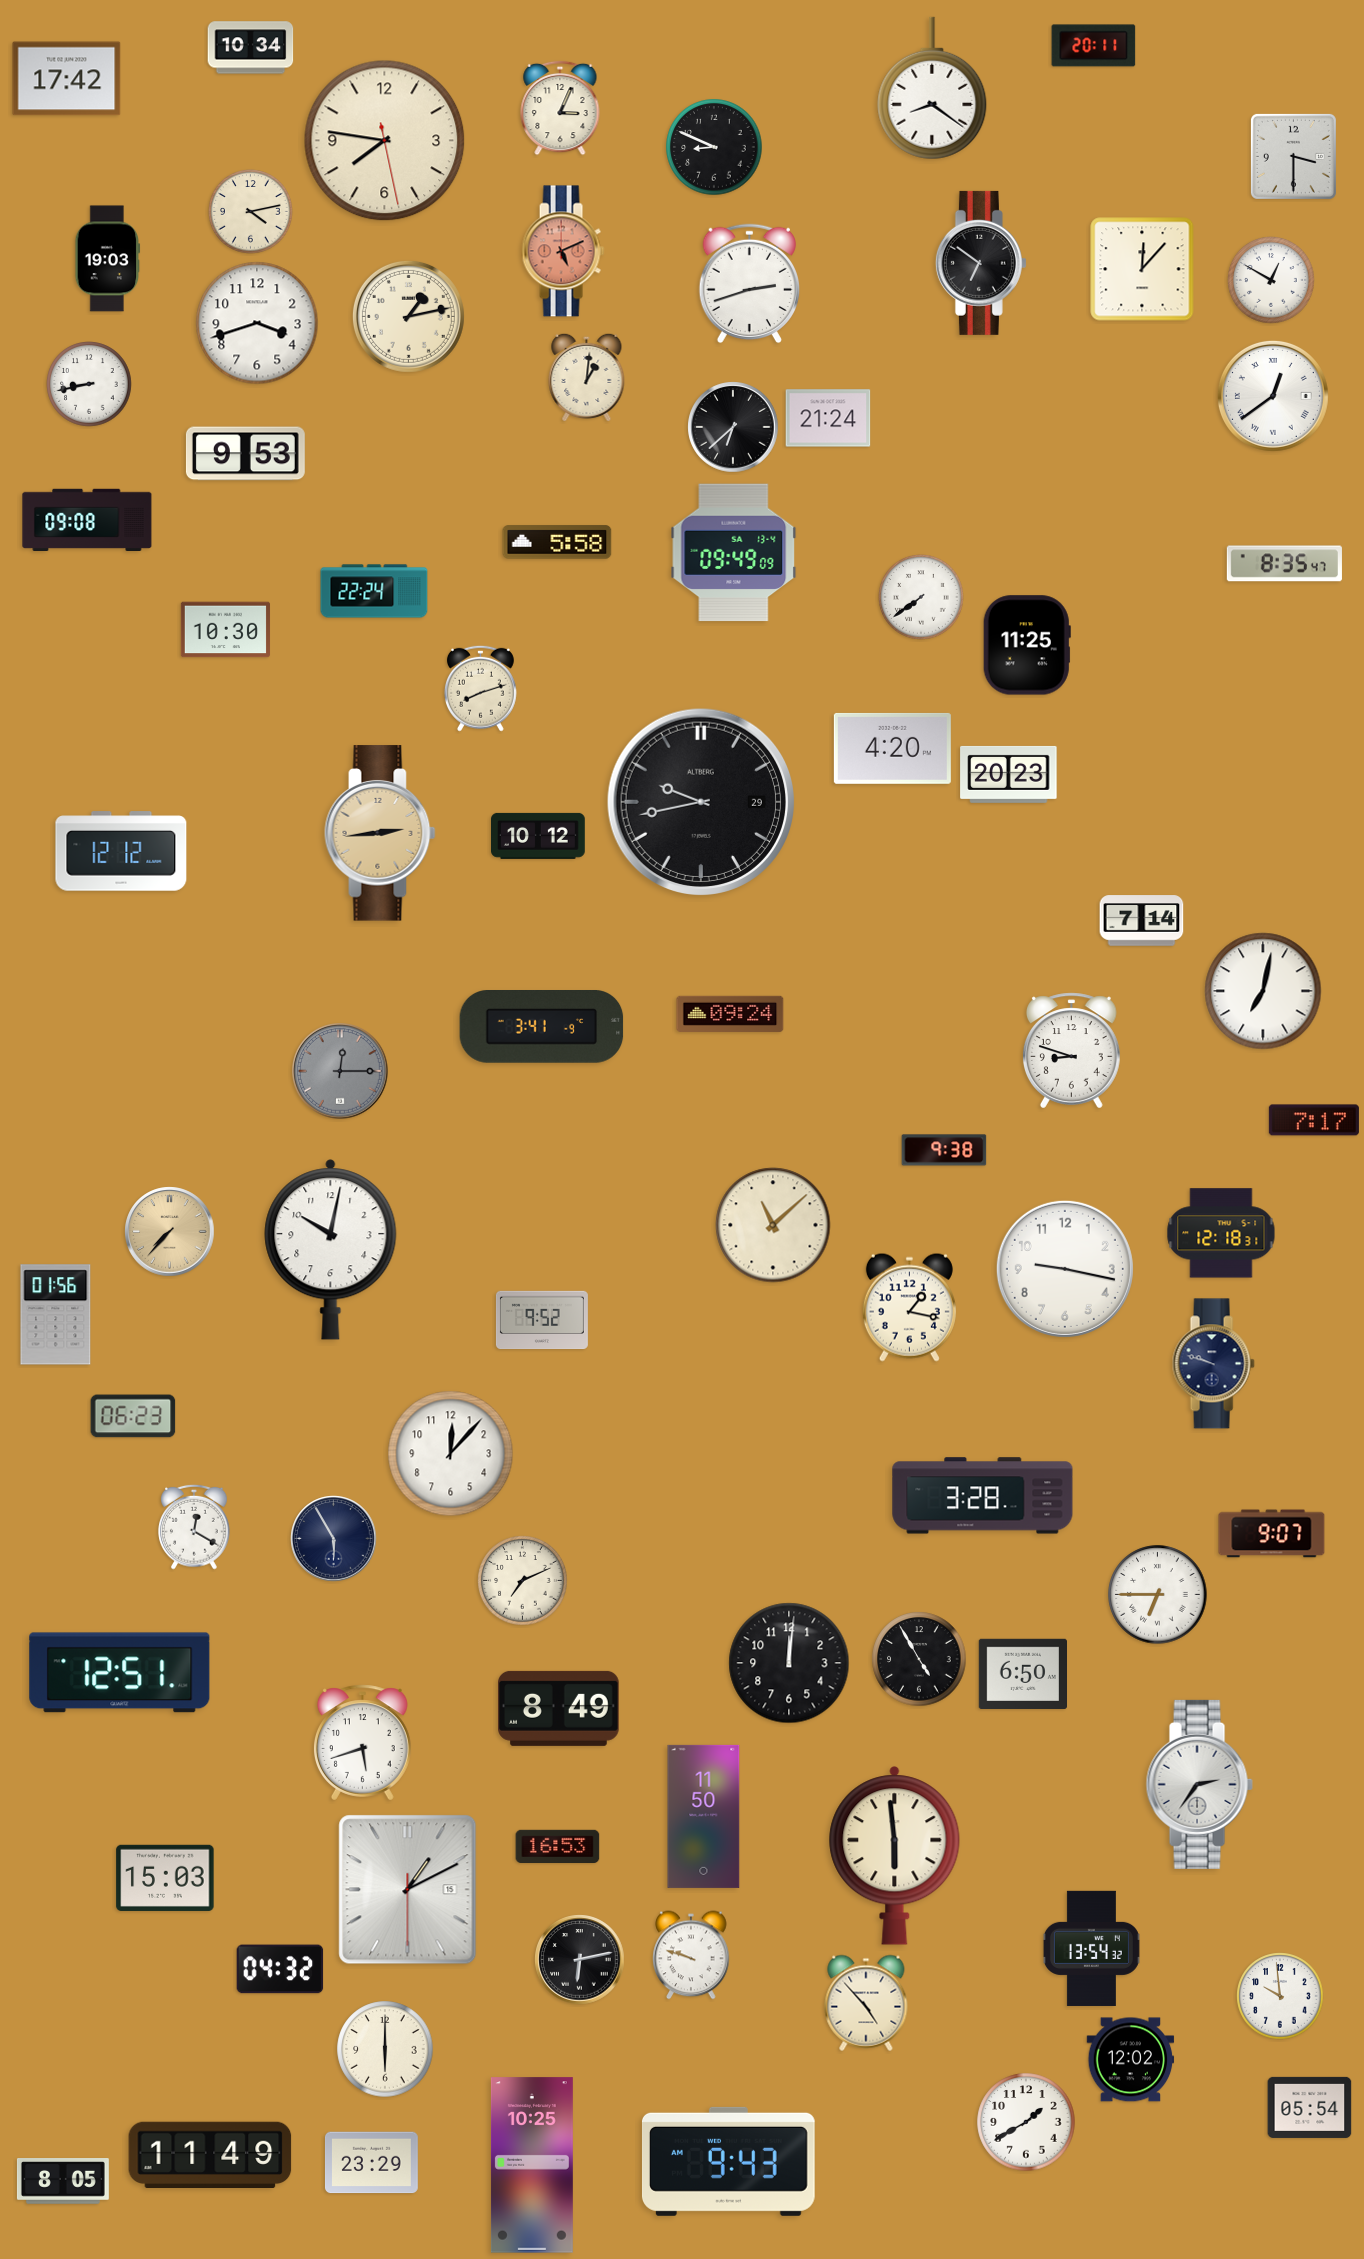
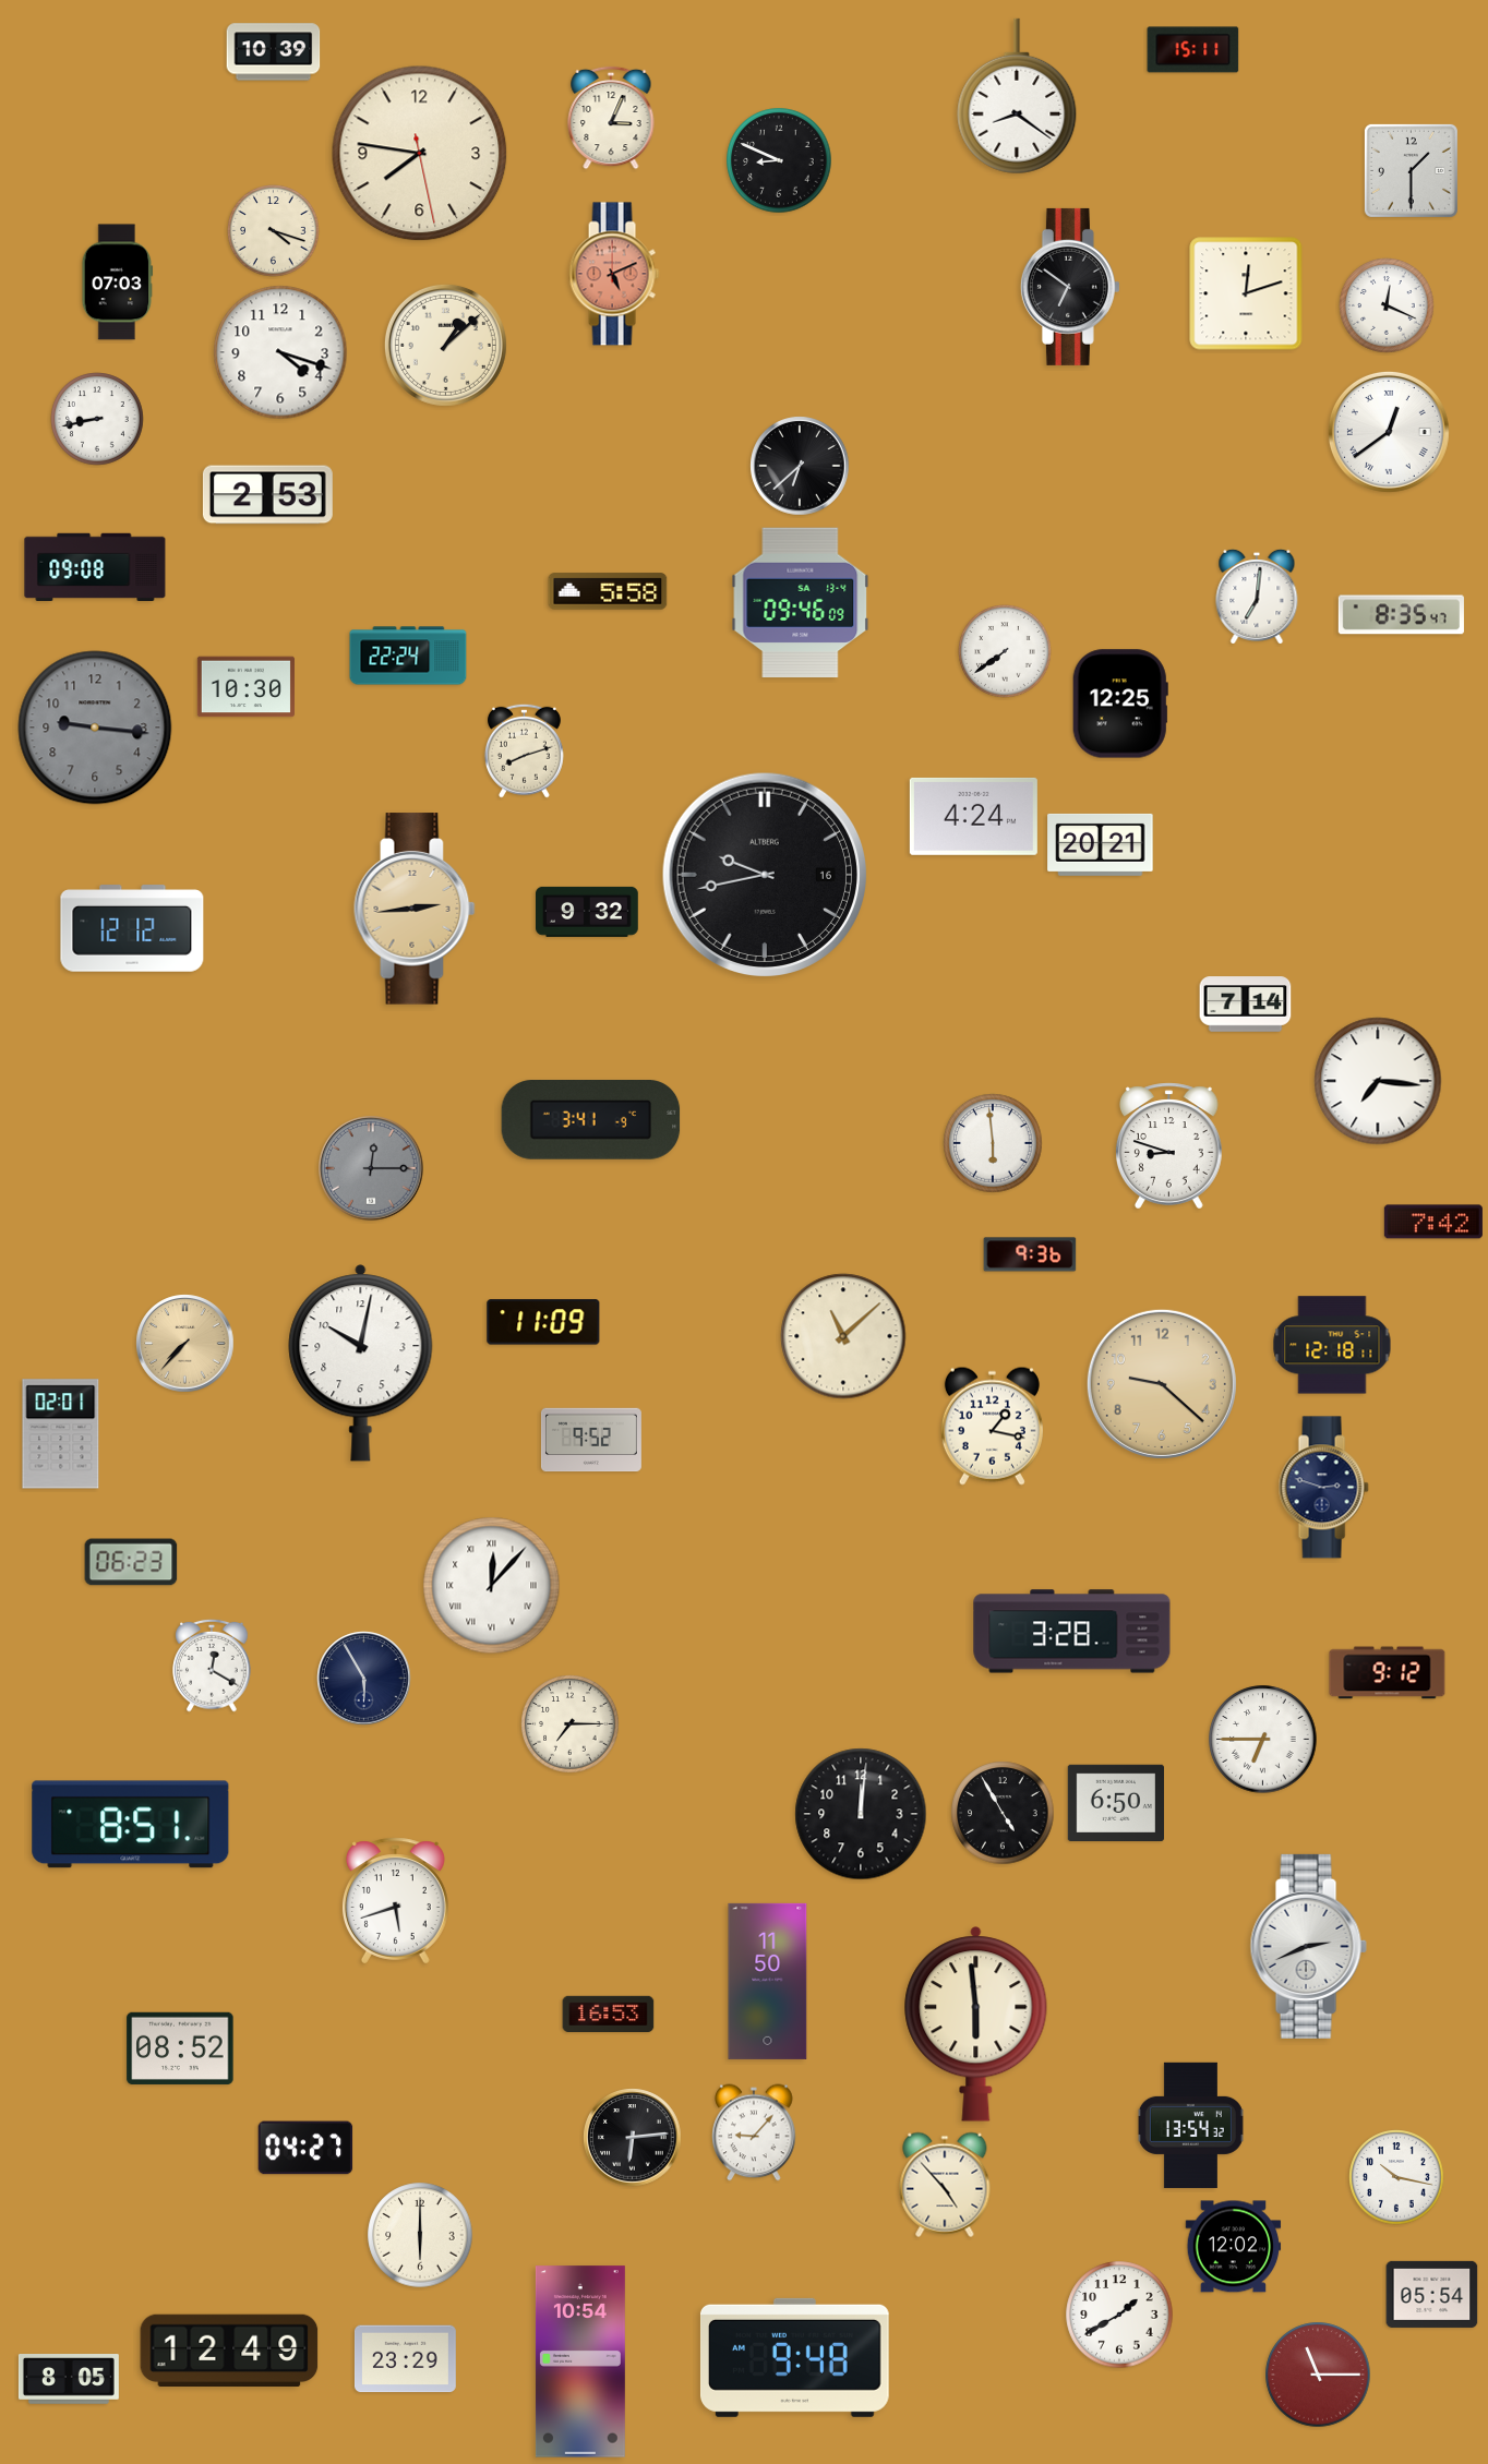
clock at (1094, 46): 20:11 -> 15:11
clock at (251, 48): 10:34 -> 10:39
clock at (67, 79): 17:42 -> none
clock at (1293, 156): 3:30 -> 1:30
clock at (251, 212): 4:13 -> 4:18
clock at (108, 259): 19:03 -> 07:03
clock at (1142, 269): 12:07 -> 12:12
clock at (1271, 280): 12:50 -> 12:19
clock at (749, 284): 2:42 -> none
clock at (408, 316): 1:13 -> 1:08
clock at (257, 323): 3:42 -> 4:18
clock at (587, 377): 1:01 -> none
clock at (828, 418): 21:24 -> none
clock at (245, 454): 9:53 -> 2:53
clock at (1257, 596): none -> 7:01
clock at (734, 553): 09:49 -> 09:46
clock at (374, 591) position: (374, 591) -> (408, 656)
clock at (1027, 645): 11:25 -> 12:25
clock at (95, 728): none -> 9:16
clock at (892, 748): 4:20 -> 4:24
clock at (1009, 774): 20:23 -> 20:21
clock at (701, 802) date: 29 -> 16
clock at (539, 836): 10:12 -> 9:32
clock at (1263, 991): 7:02 -> 7:16
clock at (730, 1014): 09:24 -> none
clock at (993, 1143): none -> 5:59
clock at (1314, 1120): 7:17 -> 7:42
clock at (944, 1150): 9:38 -> 9:36
clock at (543, 1322): none -> 11:09
clock at (1221, 1233): 12:18:31 -> 12:18:11
clock at (1065, 1269): 9:17 -> 9:22
clock at (1065, 1269) dial: white -> champagne
clock at (56, 1315): 01:56 -> 02:01
clock at (1213, 1364): 9:48 -> 2:48
clock at (133, 1416) position: (133, 1416) -> (131, 1562)
clock at (451, 1454) numerals: Arabic -> Roman
clock at (1272, 1534): 9:07 -> 9:12
clock at (523, 1581): 7:11 -> 7:15
clock at (919, 1659) position: (919, 1659) -> (1003, 1813)
clock at (120, 1673): 12:51 -> 8:51
clock at (1022, 1673) position: (1022, 1673) -> (1115, 1802)
clock at (559, 1708): 8:49 -> none
clock at (1199, 1784): 2:36 -> 2:41
clock at (165, 1878): 15:03 -> 08:52
clock at (408, 1890): 1:10 -> none
clock at (691, 1955): 9:48 -> 9:07
clock at (580, 1960): 6:13 -> 6:14
clock at (280, 1969): 04:32 -> 04:27
clock at (1280, 1996): 9:59 -> 10:17
clock at (1310, 2107) position: (1310, 2107) -> (1432, 2294)
clock at (210, 2154): 11:49 -> 12:49
clock at (728, 2161): 9:43 -> 9:48
clock at (532, 2165): 10:25 -> 10:54
clock at (1318, 2375): none -> 11:15
